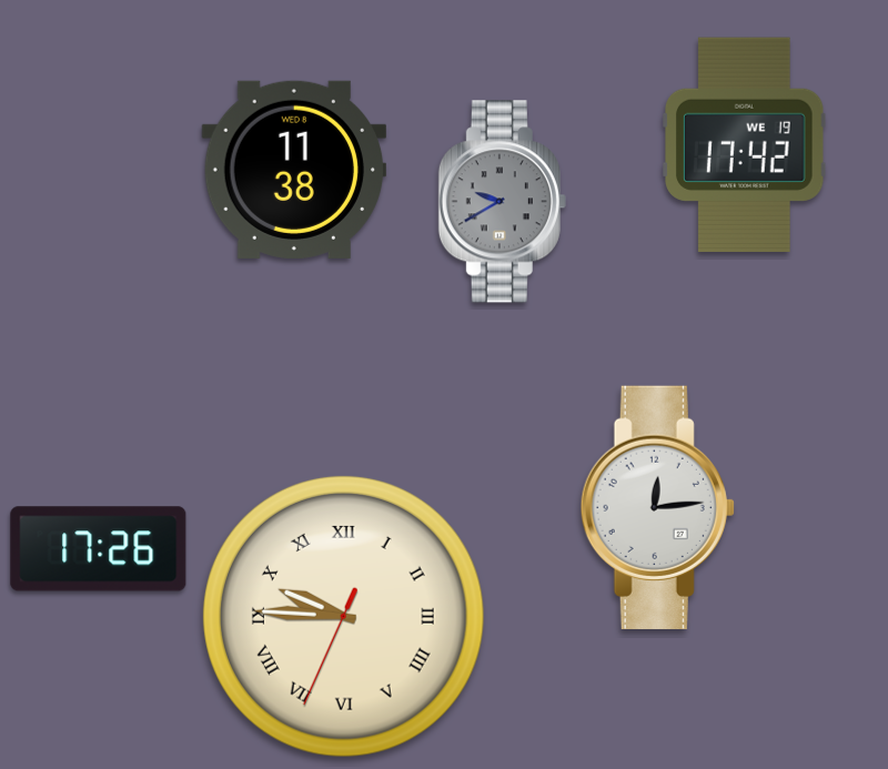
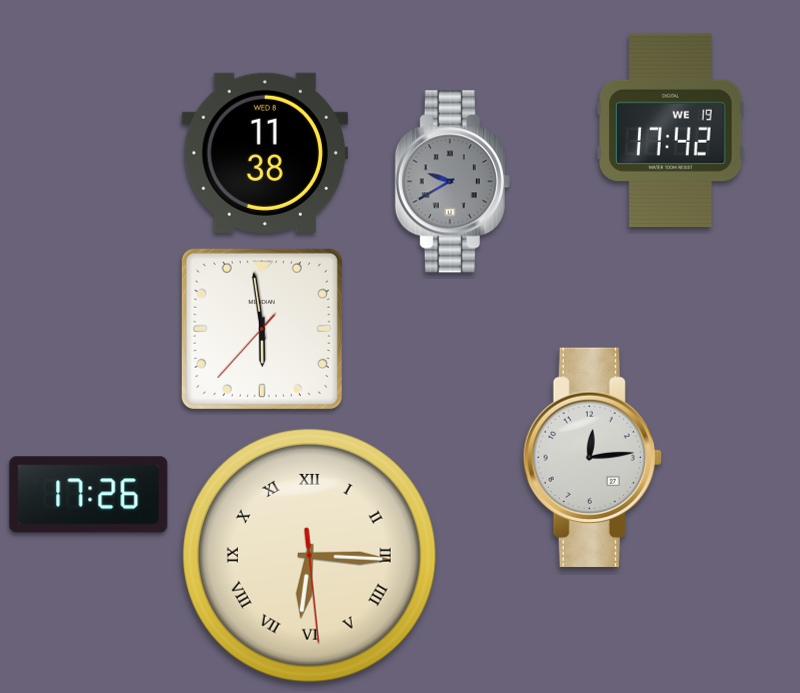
clock at (262, 329): none -> 5:58
clock at (343, 616): 9:45 -> 6:15
